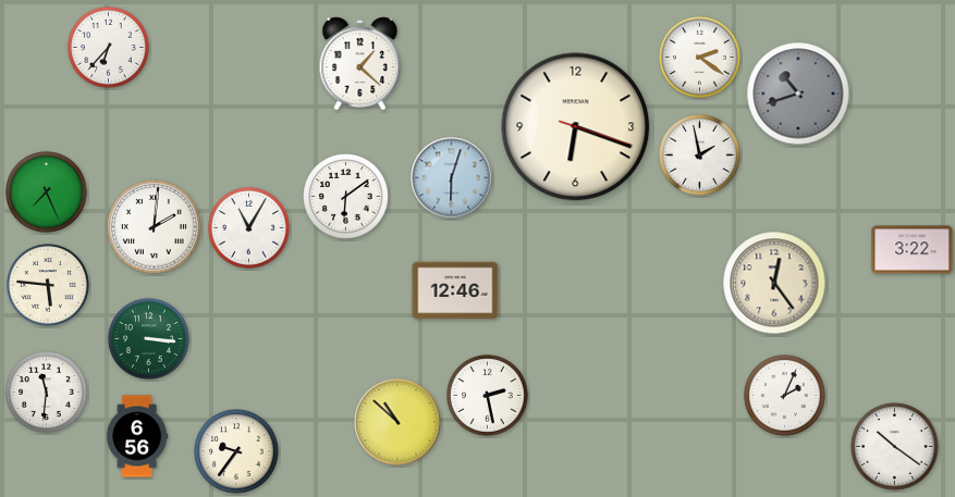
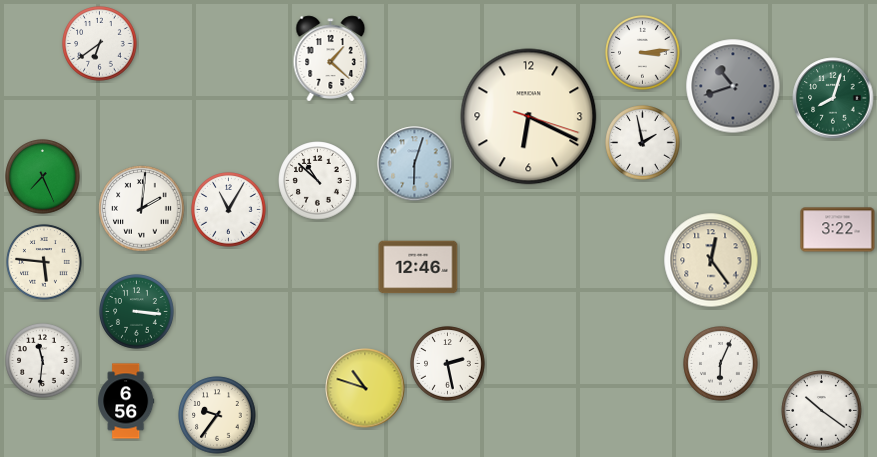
clock at (109, 48): 6:37 -> 6:39
clock at (700, 58): 2:21 -> 3:14
clock at (833, 98): none -> 8:03
clock at (576, 127): 6:18 -> 6:19
clock at (346, 197): 6:09 -> 10:52
clock at (785, 396): 2:04 -> 6:04
clock at (397, 422): 10:52 -> 10:48
